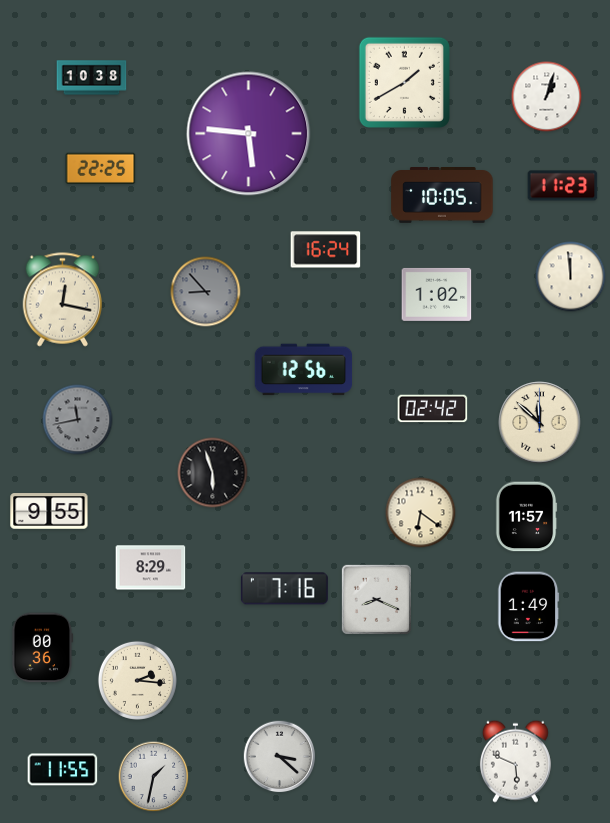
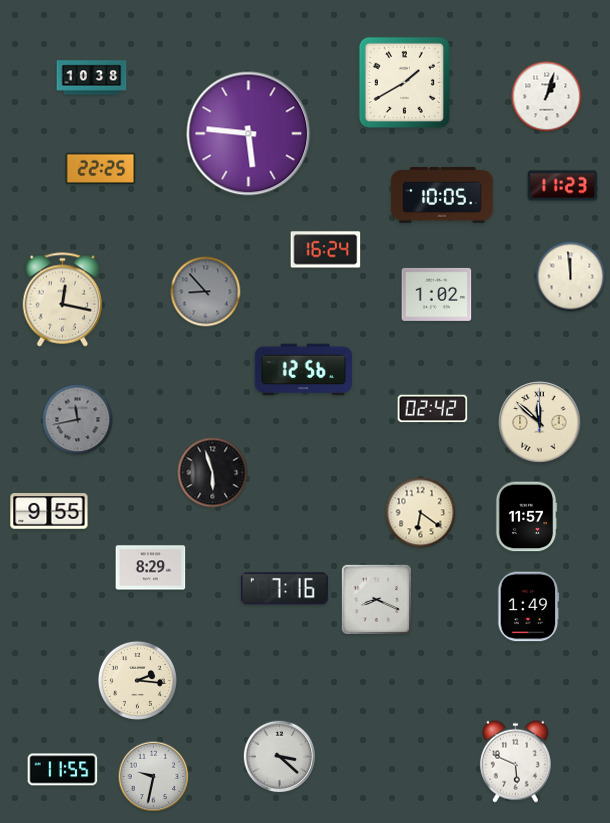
clock at (43, 648): 00:36 -> none
clock at (154, 777): 1:32 -> 9:32
